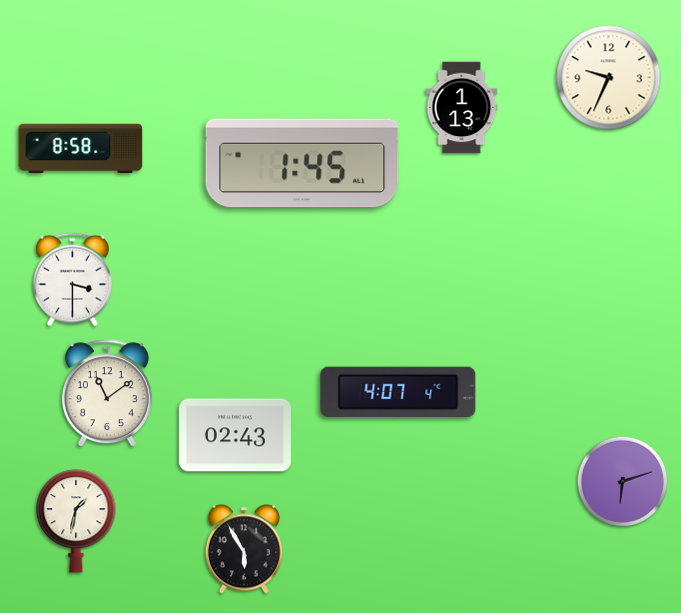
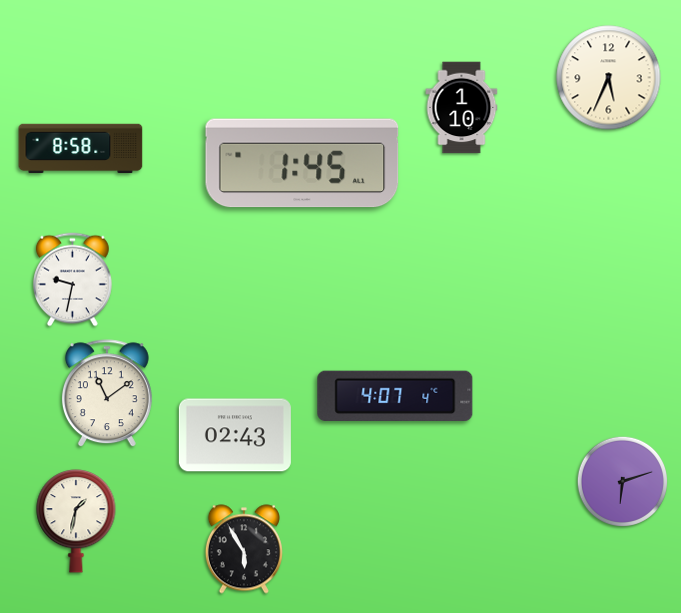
clock at (609, 78): 9:34 -> 5:34
clock at (462, 108): 1:13 -> 1:10
clock at (73, 280): 3:30 -> 9:32
clock at (398, 392) position: (398, 392) -> (395, 396)
